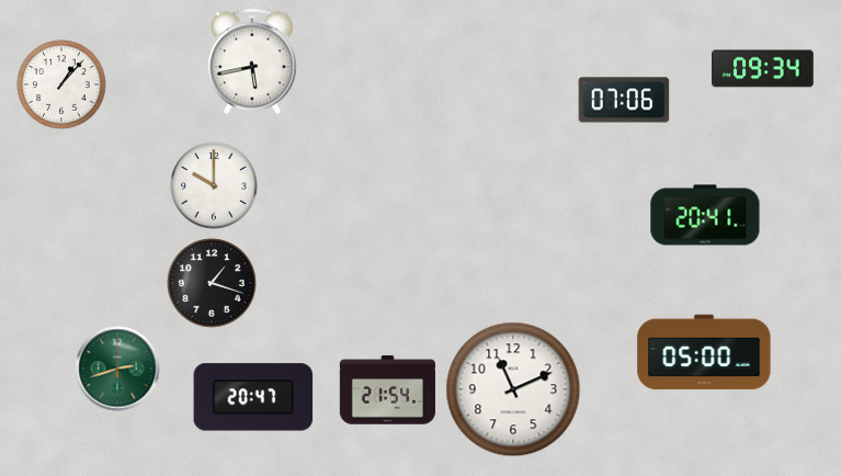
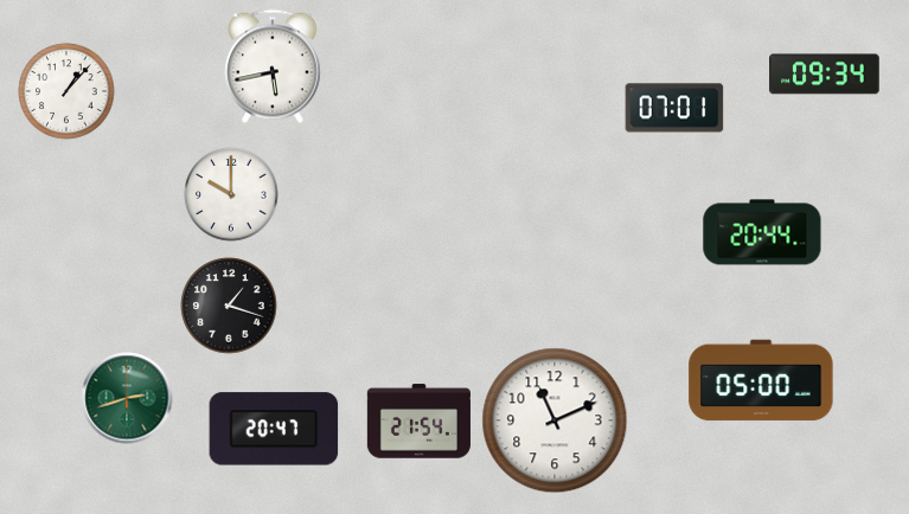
clock at (624, 100): 07:06 -> 07:01
clock at (214, 185) position: (214, 185) -> (231, 194)
clock at (705, 215): 20:41 -> 20:44
